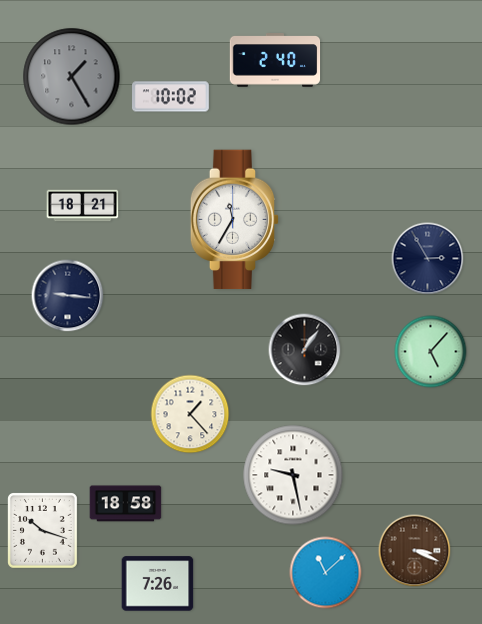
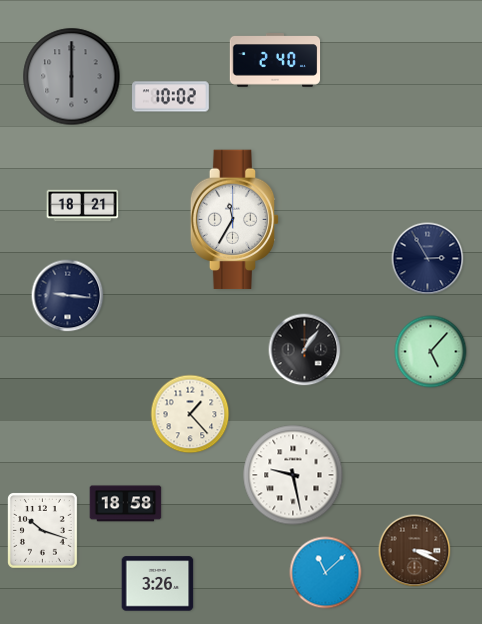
clock at (72, 77): 1:25 -> 6:00
clock at (158, 584): 7:26 -> 3:26
